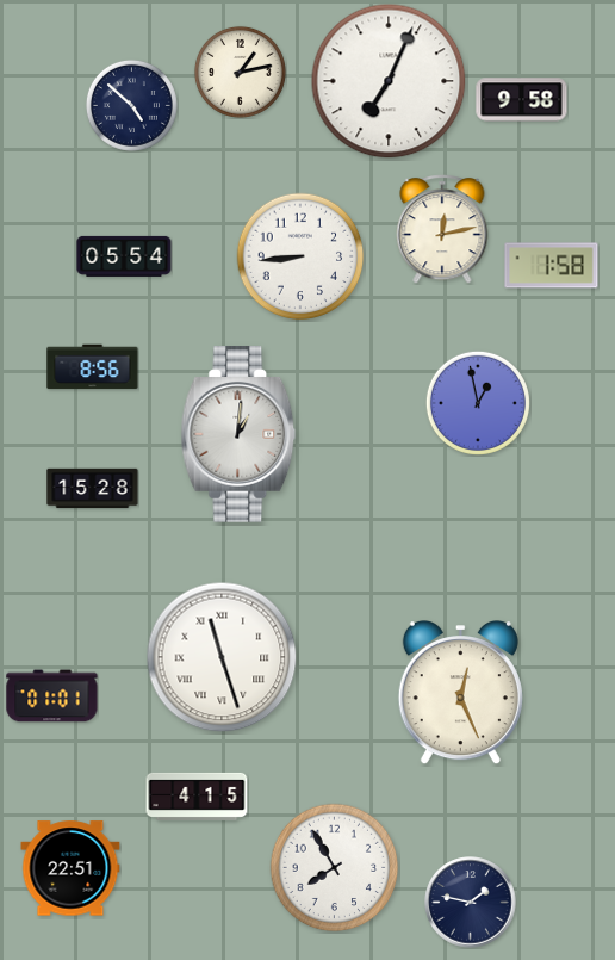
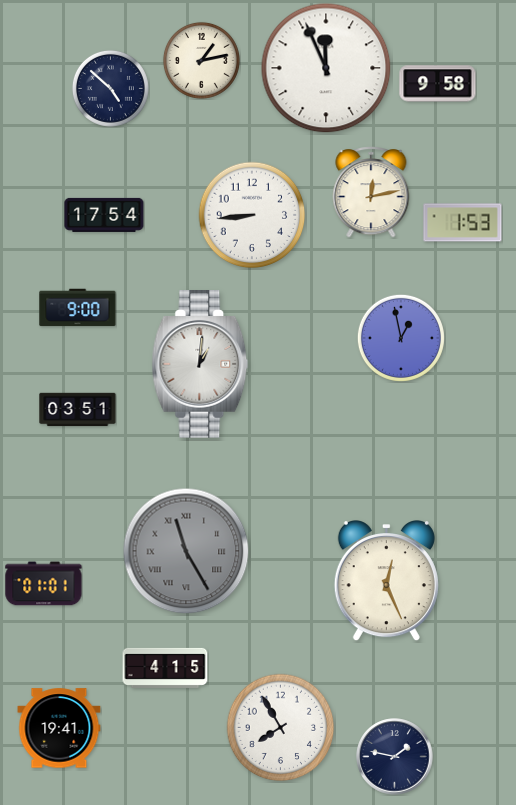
clock at (389, 81): 7:04 -> 11:56
clock at (124, 256): 05:54 -> 17:54
clock at (552, 266): 1:58 -> 1:53
clock at (93, 367): 8:56 -> 9:00
clock at (93, 489): 15:28 -> 03:51
clock at (222, 657): 11:27 -> 11:25
clock at (222, 657) dial: white -> grey
clock at (70, 868): 22:51 -> 19:41
